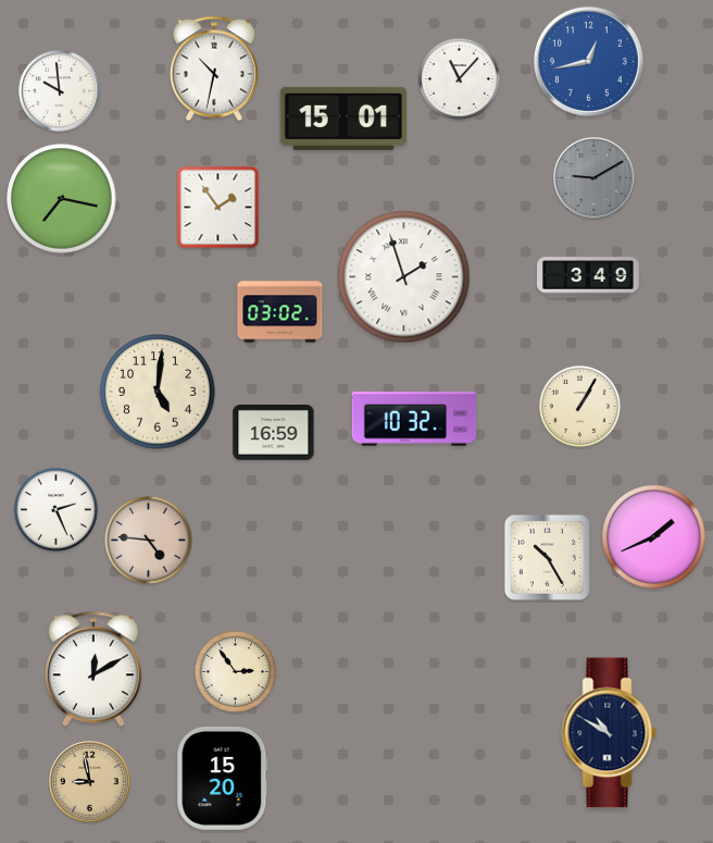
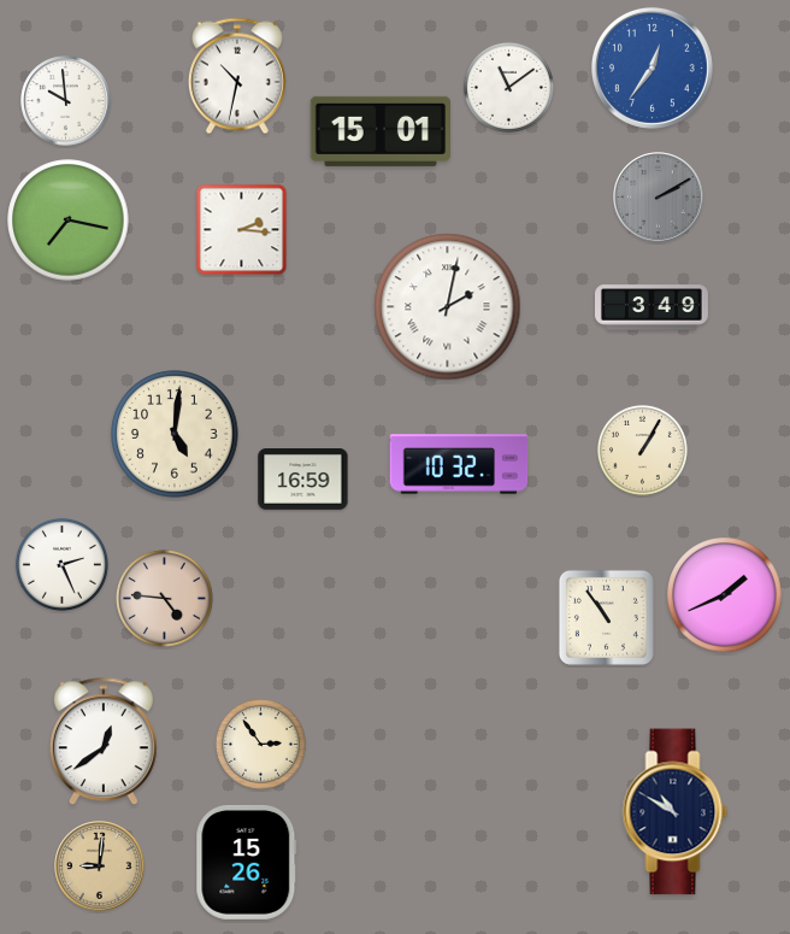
clock at (588, 61): 12:43 -> 12:36
clock at (459, 78): 11:07 -> 11:09
clock at (595, 178): 9:10 -> 2:10
clock at (218, 208): 1:54 -> 2:16
clock at (404, 277): 1:57 -> 2:02
clock at (280, 312): 03:02 -> none
clock at (547, 557): 10:25 -> 10:54
clock at (93, 670): 12:10 -> 12:39
clock at (223, 779): 15:20 -> 15:26
clock at (90, 782): 8:58 -> 9:01
